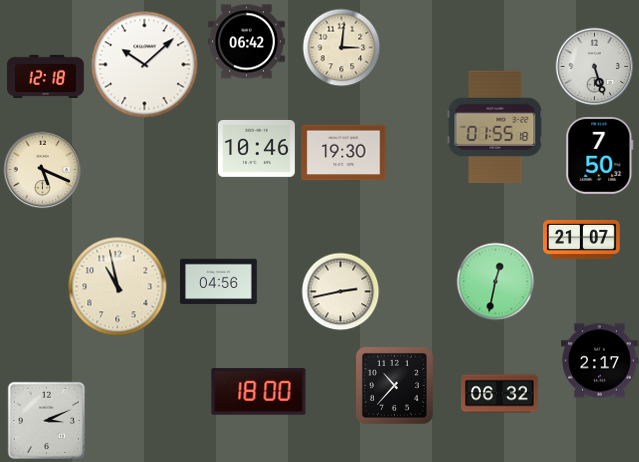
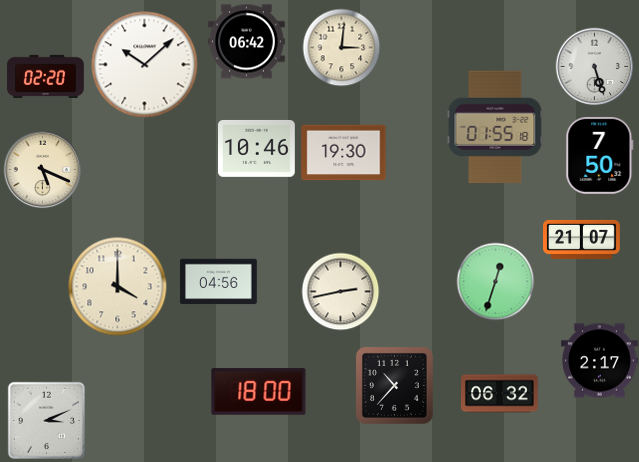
clock at (46, 76): 12:18 -> 02:20
clock at (495, 281): 12:32 -> 12:33
clock at (118, 287): 10:58 -> 4:00
